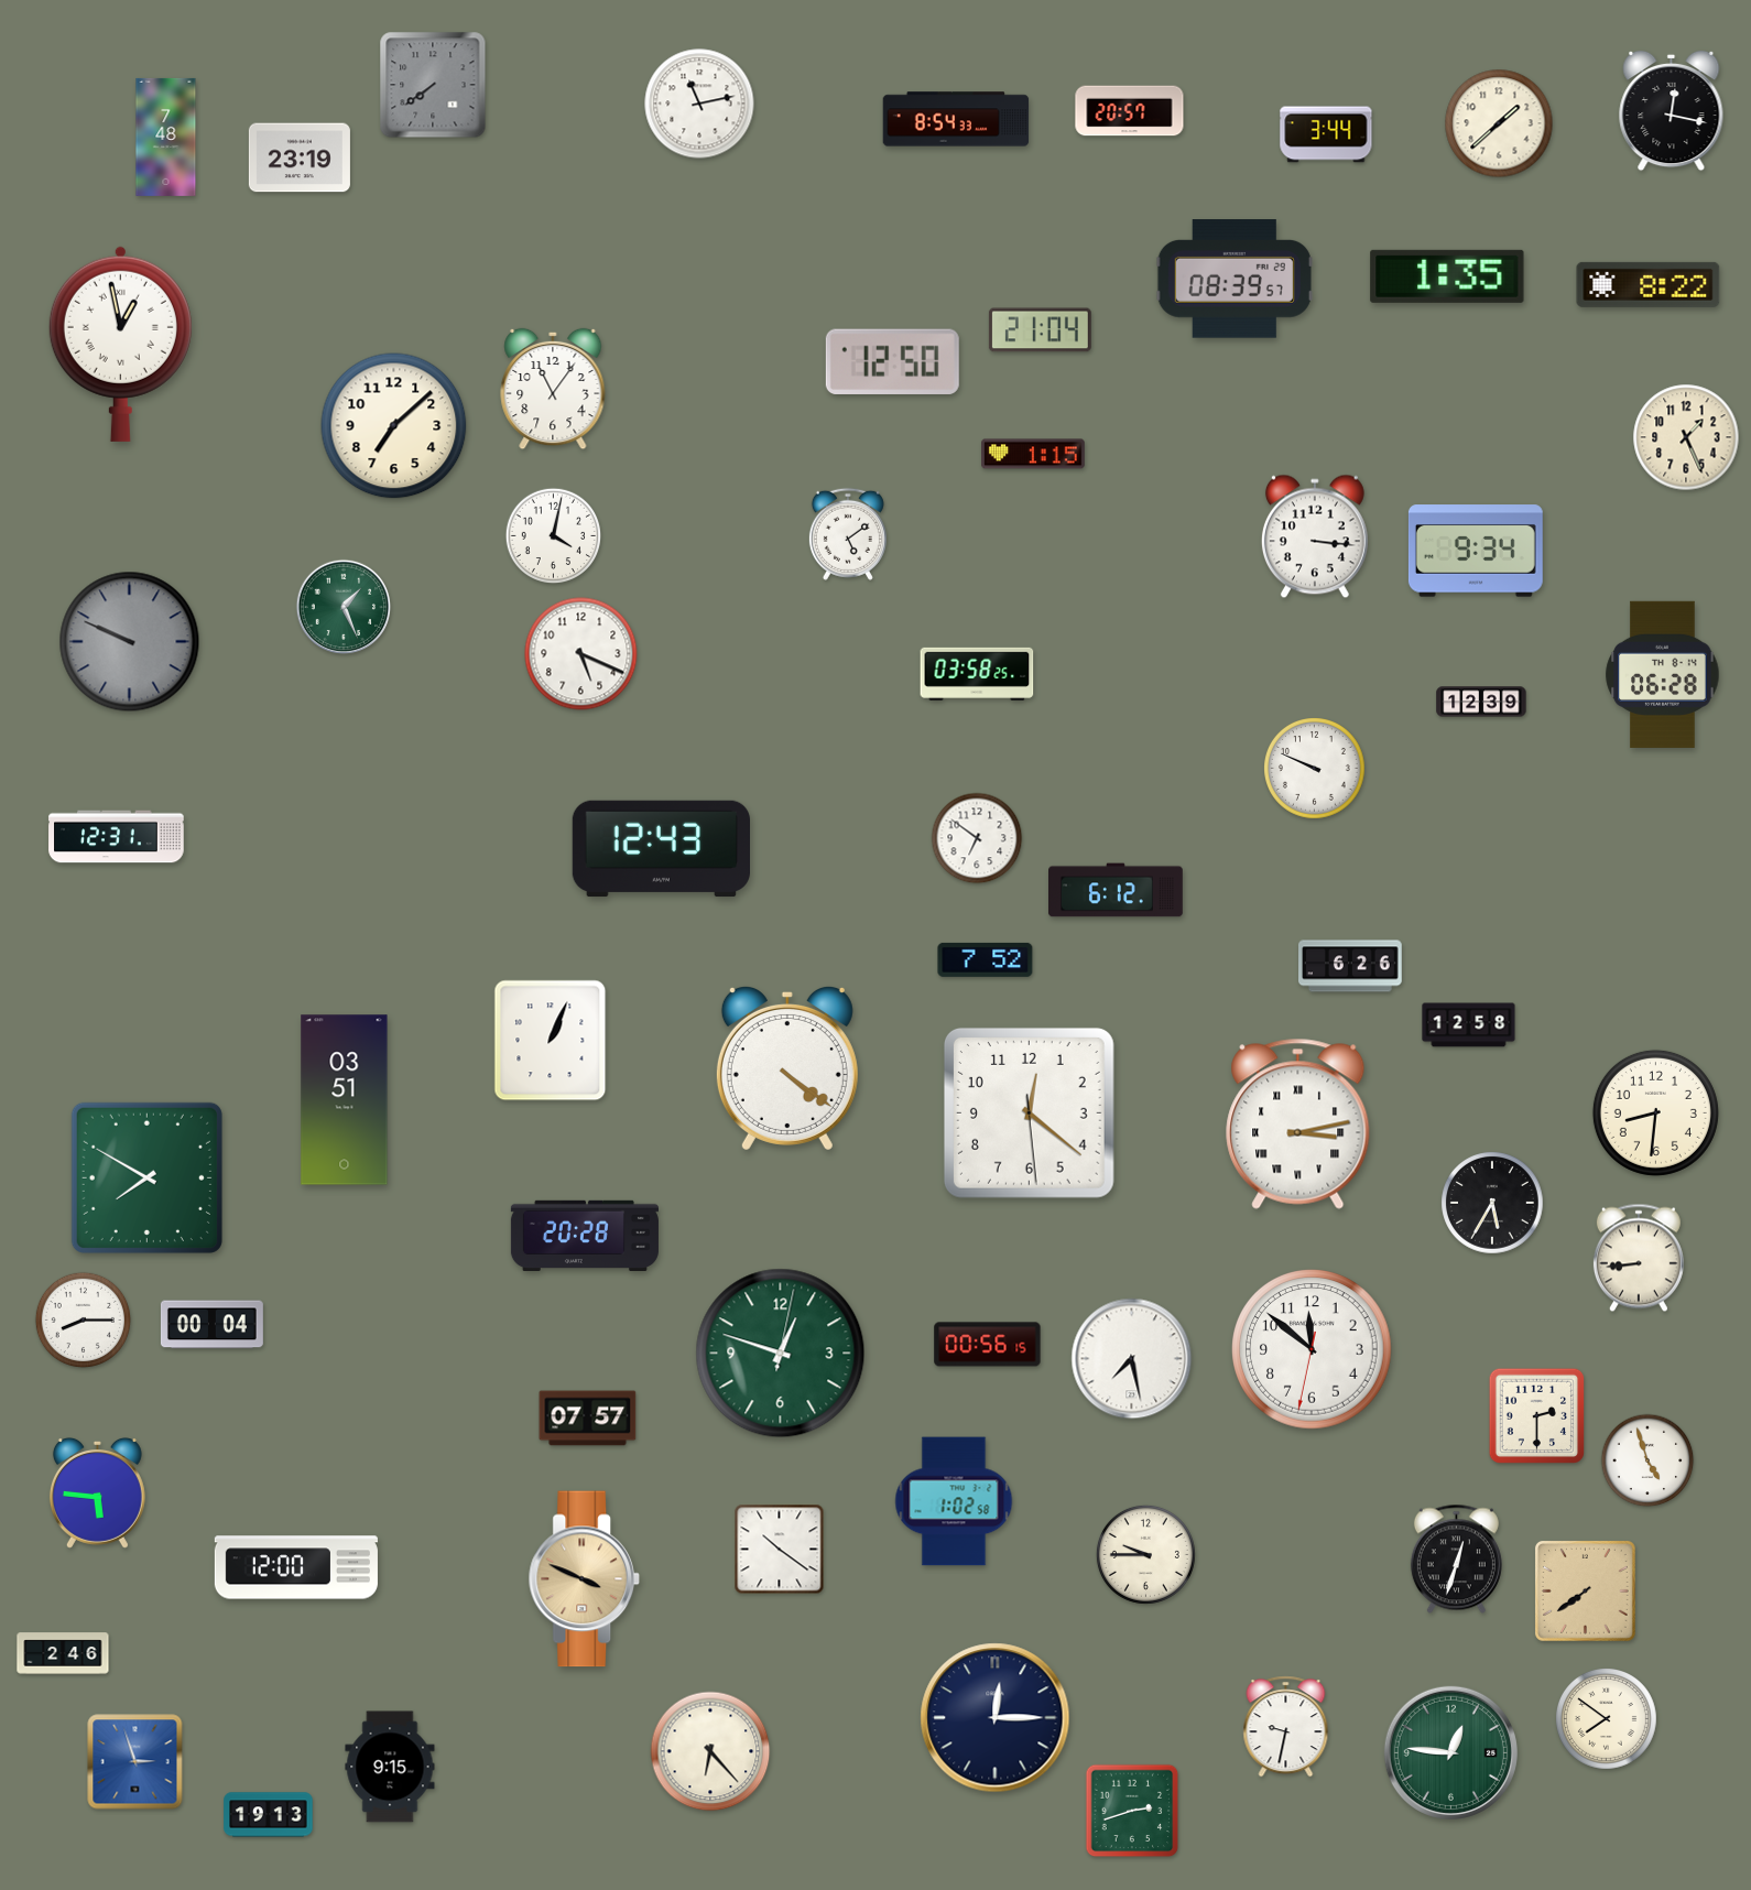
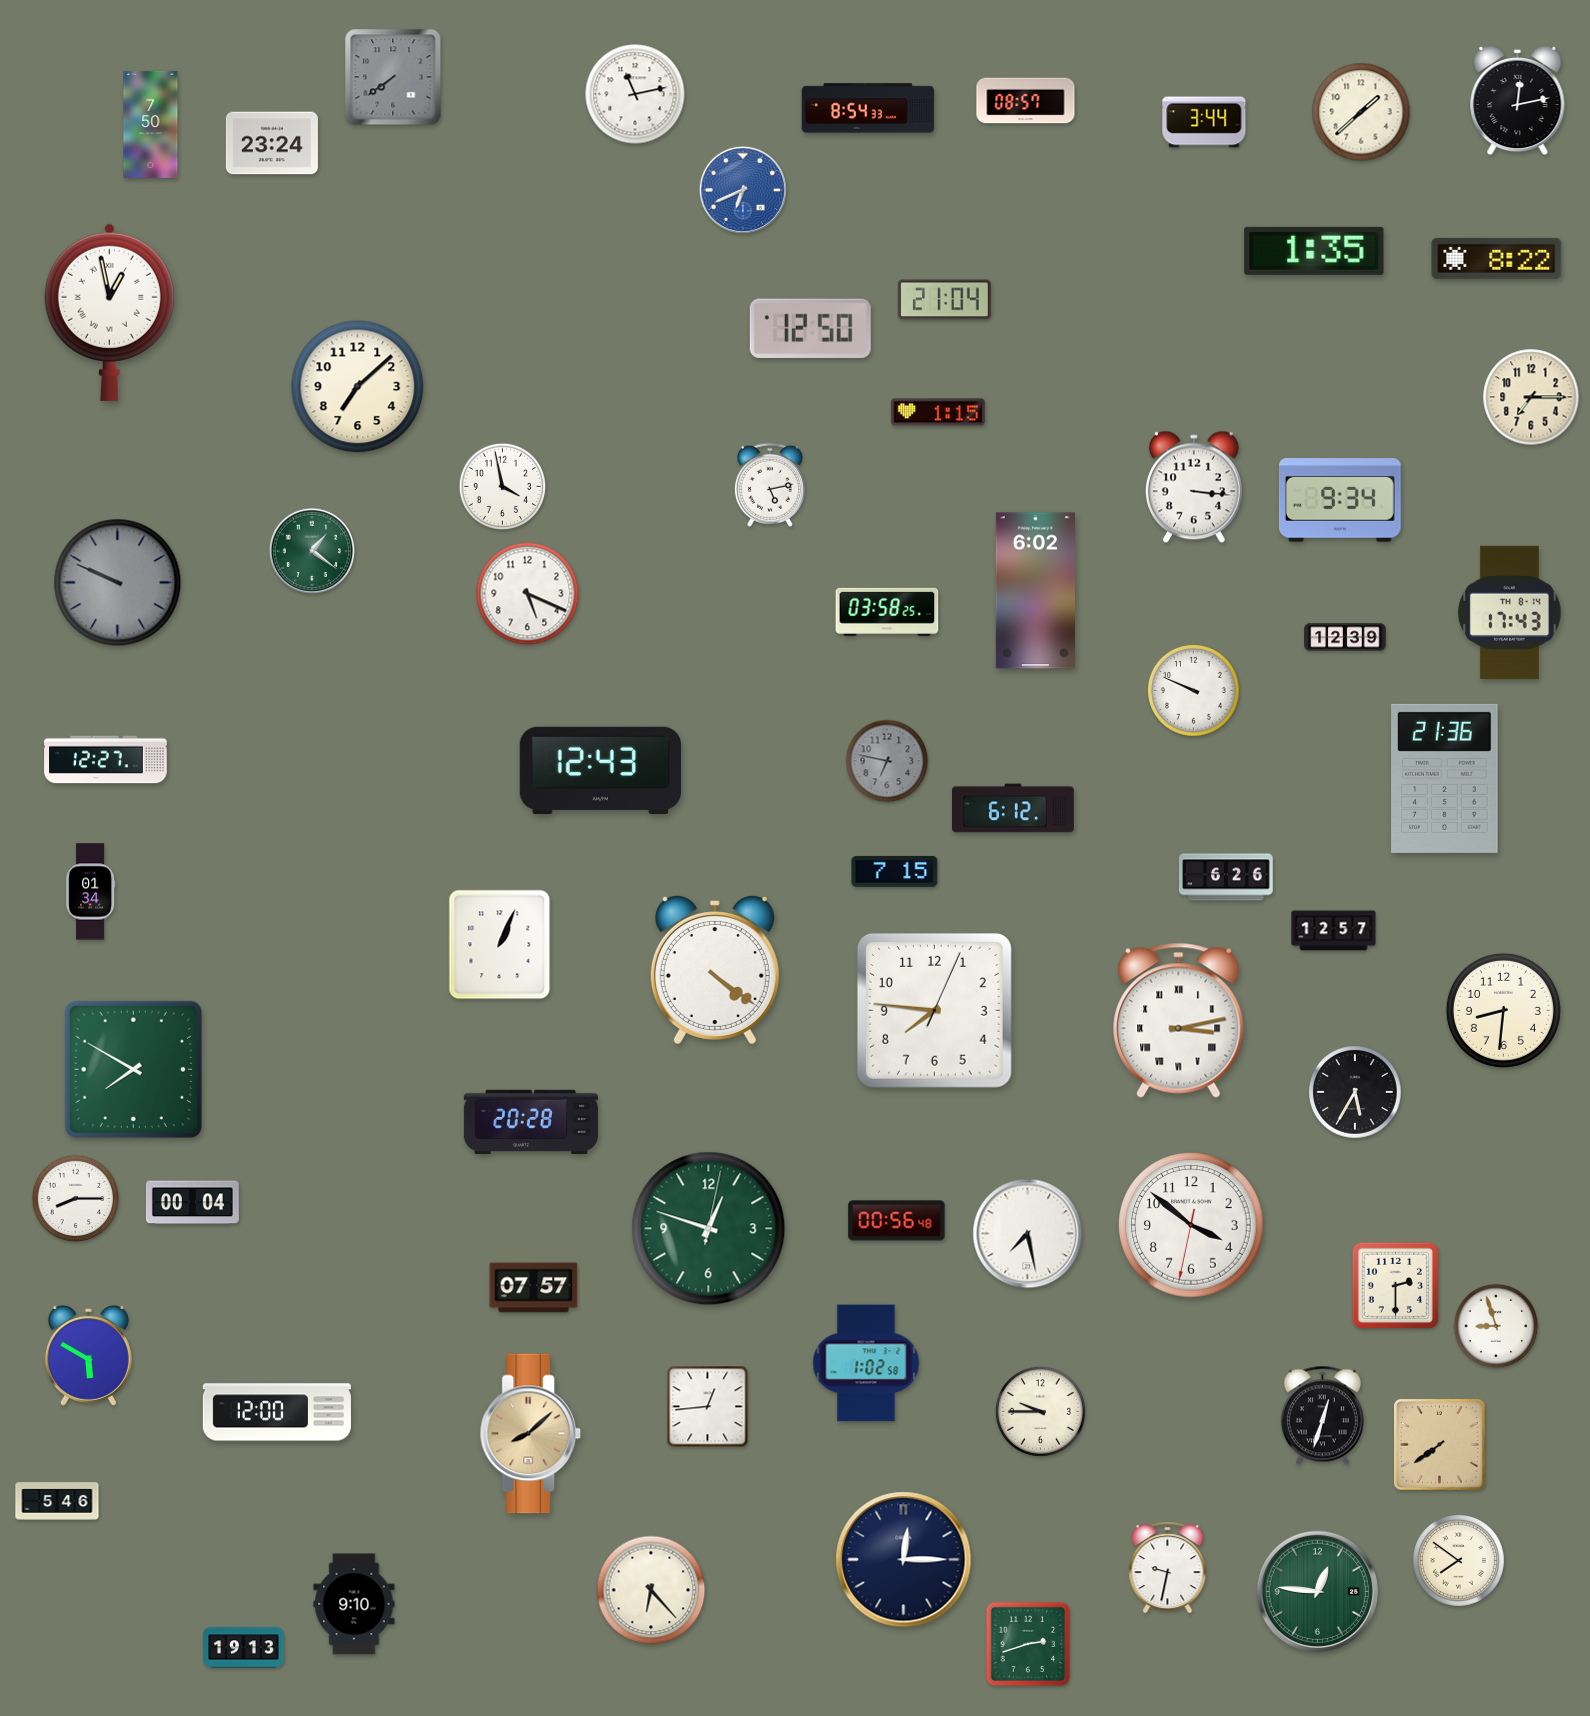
clock at (1130, 111): 20:57 -> 08:57
clock at (1672, 111): 12:17 -> 12:13
clock at (166, 137): 7:48 -> 7:50
clock at (300, 157): 23:19 -> 23:24
clock at (743, 190): none -> 6:41
clock at (1235, 279): 08:39 -> none
clock at (553, 389): 11:06 -> none
clock at (1686, 437): 1:26 -> 7:15
clock at (848, 534): 5:09 -> 5:13
clock at (554, 536): 4:02 -> 3:58
clock at (342, 606): 1:26 -> 1:21
clock at (1035, 591): none -> 6:02
clock at (1663, 674): 06:28 -> 17:43
clock at (1315, 769) position: (1315, 769) -> (1194, 691)
clock at (117, 837): 12:31 -> 12:27
clock at (977, 838): 6:51 -> 6:47
clock at (977, 838) dial: white -> grey
clock at (1445, 778): none -> 21:36
clock at (986, 959): 7:52 -> 7:15
clock at (91, 892): none -> 01:34
clock at (1469, 1025): 12:58 -> 12:57
clock at (345, 1100): 03:51 -> none
clock at (1029, 1112): 12:21 -> 7:46
clock at (1639, 1258): 8:44 -> none
clock at (988, 1345): 00:56:15 -> 00:56:48
clock at (1312, 1349): 11:51 -> 3:51
clock at (1647, 1460): 4:57 -> 8:57
clock at (97, 1492): 5:46 -> 5:50
clock at (780, 1550): 10:21 -> 12:44
clock at (296, 1567) position: (296, 1567) -> (277, 1412)
clock at (584, 1579): 3:49 -> 8:08
clock at (63, 1653): 2:46 -> 5:46
clock at (710, 1751) position: (710, 1751) -> (651, 1590)
clock at (135, 1762): 2:57 -> none
clock at (390, 1767): 9:15 -> 9:10
